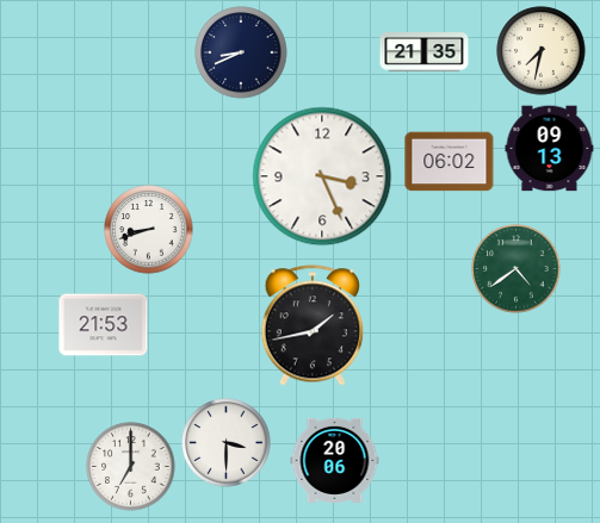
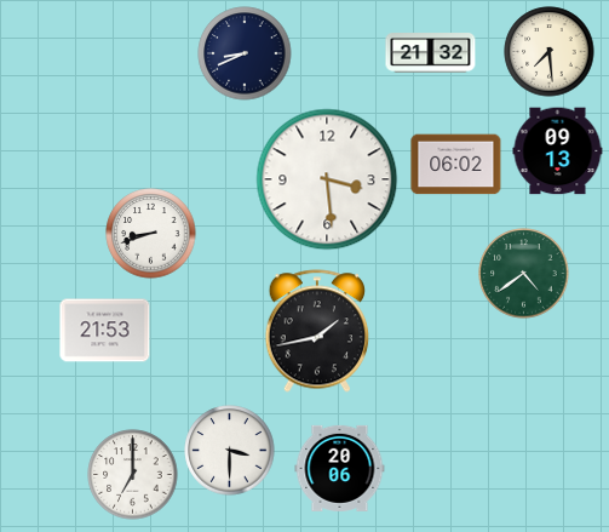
clock at (542, 51): 7:32 -> 7:29
clock at (425, 52): 21:35 -> 21:32
clock at (322, 176): 3:26 -> 3:29
